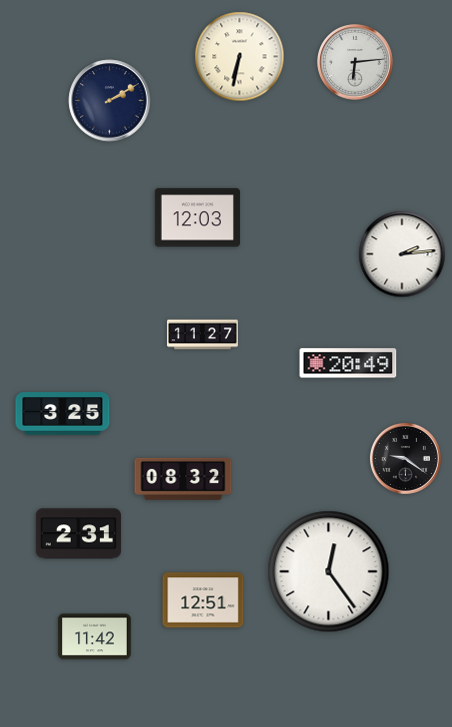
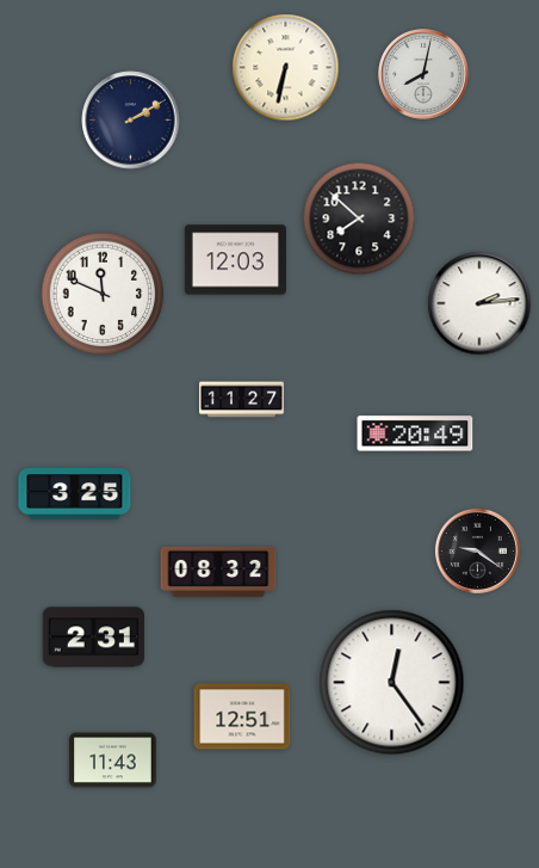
clock at (355, 62): 6:14 -> 8:02
clock at (359, 218): none -> 7:52
clock at (103, 294): none -> 11:49
clock at (405, 458) position: (405, 458) -> (477, 550)
clock at (95, 637): 11:42 -> 11:43
